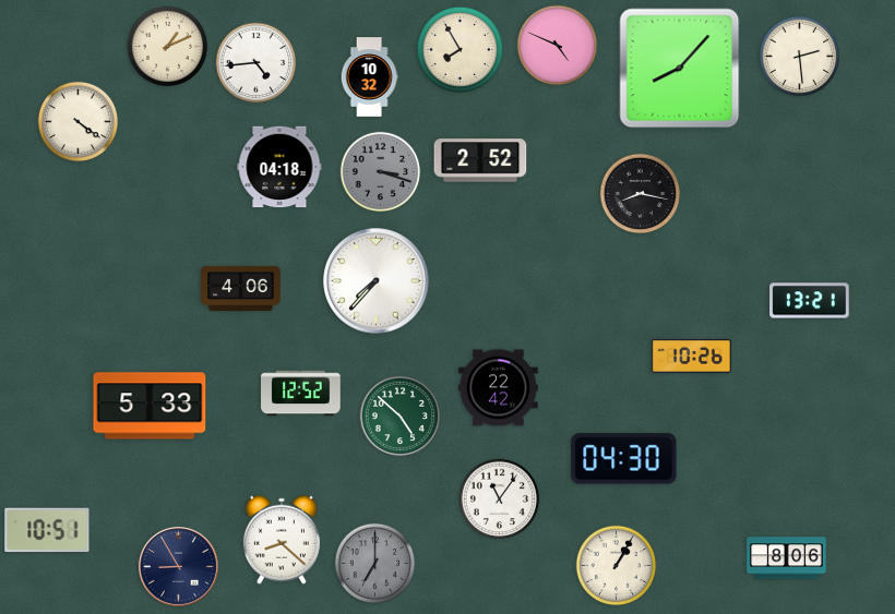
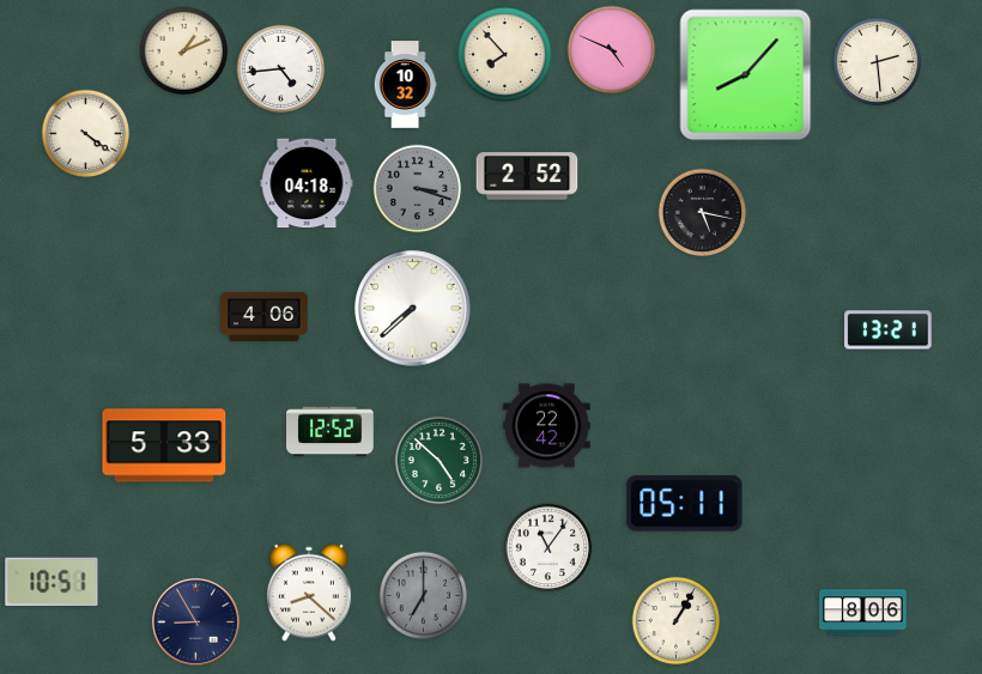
clock at (460, 49): 7:55 -> 7:53
clock at (641, 194): 8:17 -> 5:17
clock at (377, 281): 7:37 -> 7:38
clock at (692, 357): 10:26 -> none
clock at (401, 417) position: (401, 417) -> (440, 461)
clock at (624, 459): 04:30 -> 05:11
clock at (375, 564) position: (375, 564) -> (424, 596)
